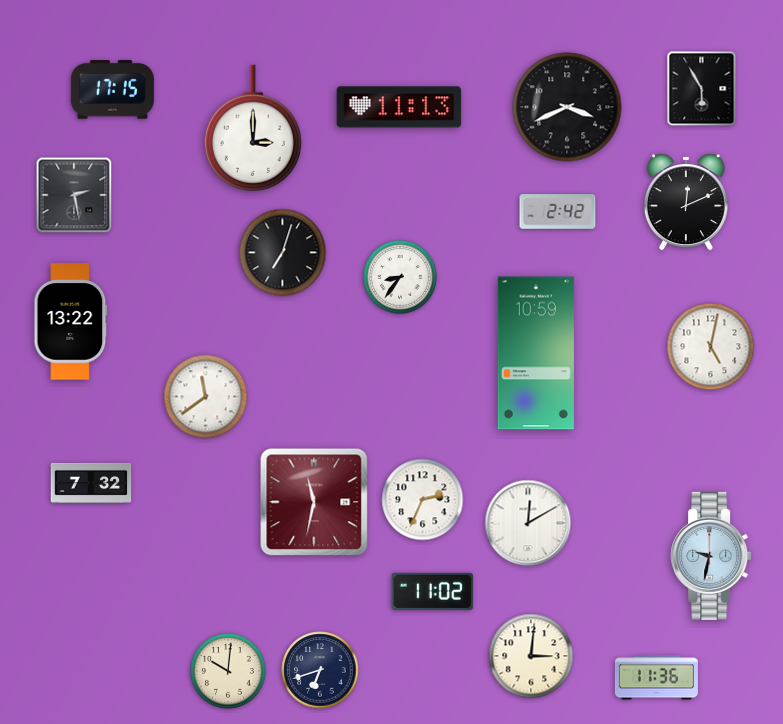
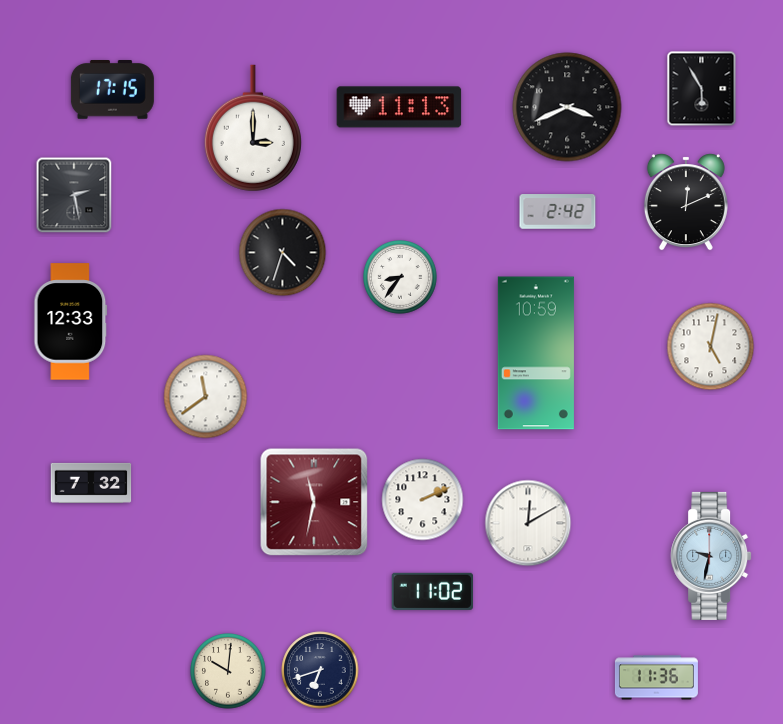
clock at (283, 253): 7:03 -> 4:33
clock at (71, 322): 13:22 -> 12:33
clock at (423, 500): 2:34 -> 2:11
clock at (531, 656): 3:01 -> none
